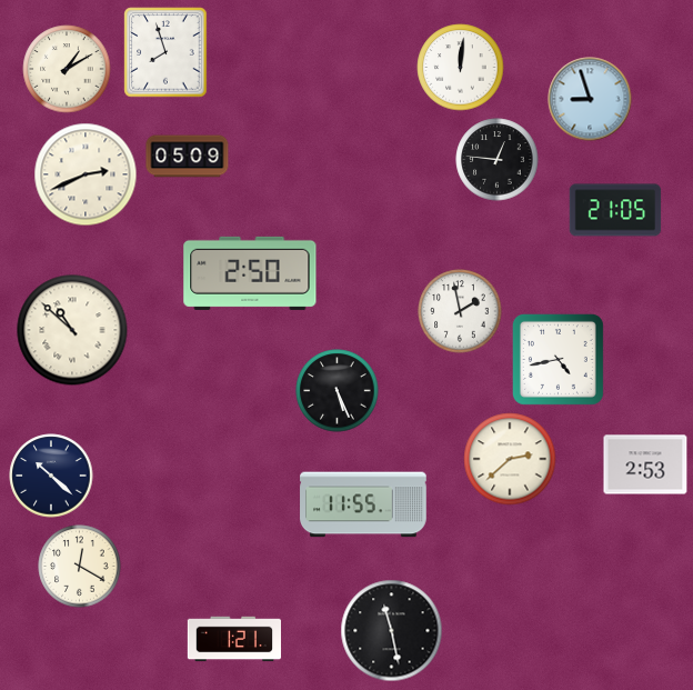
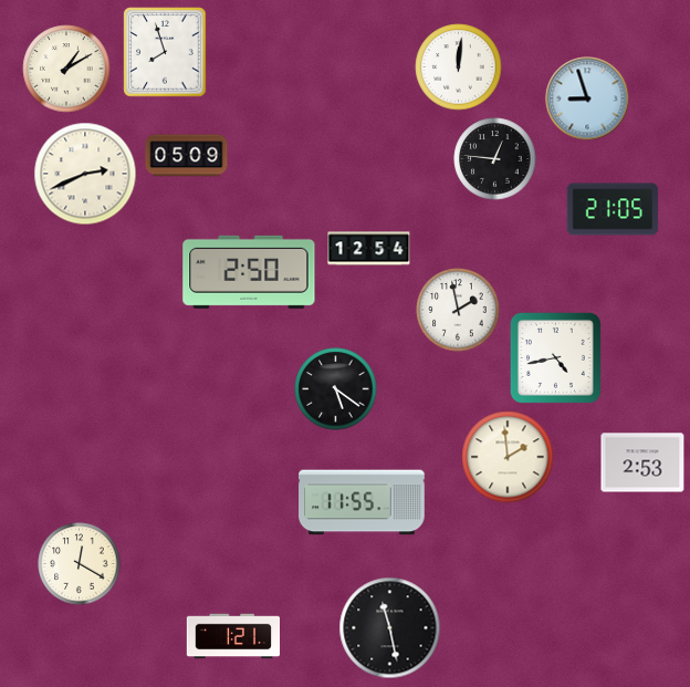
clock at (369, 249): none -> 12:54
clock at (72, 330): 10:52 -> none
clock at (338, 391): 5:26 -> 5:21
clock at (510, 459): 2:38 -> 1:59
clock at (51, 476): 10:22 -> none
